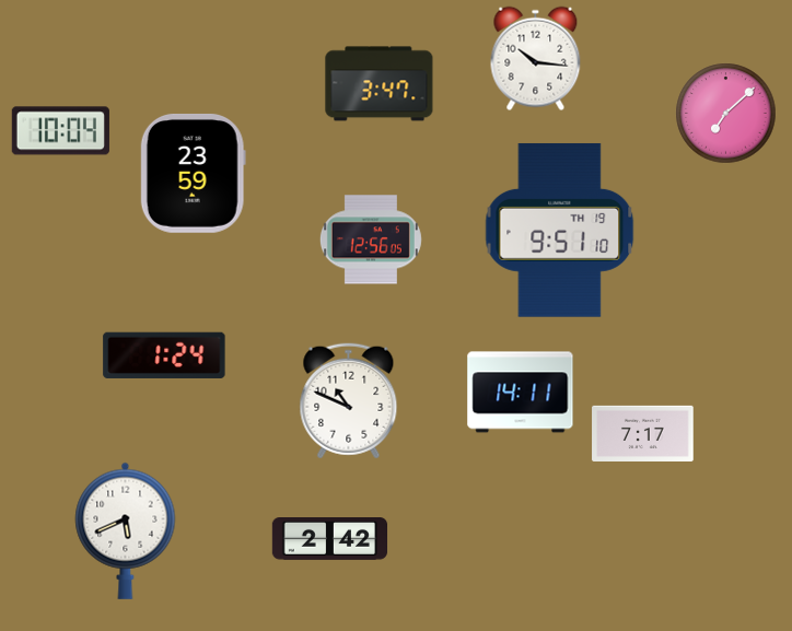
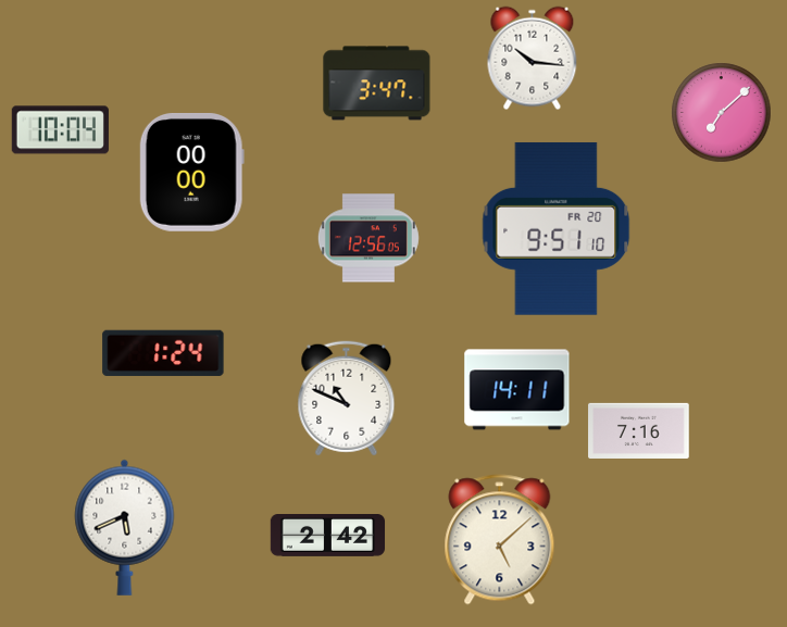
clock at (193, 173): 23:59 -> 00:00
clock at (560, 230) date: TH 19 -> FR 20
clock at (643, 433): 7:17 -> 7:16
clock at (500, 540): none -> 5:08
